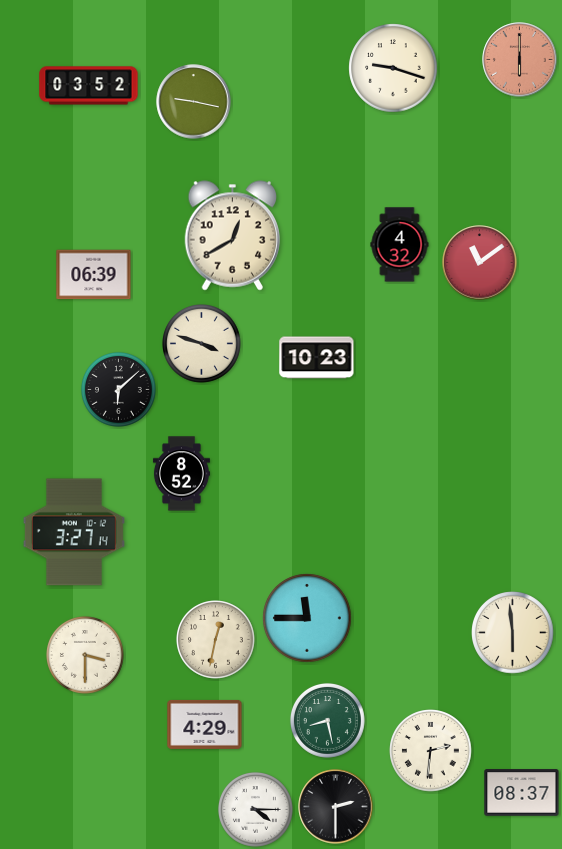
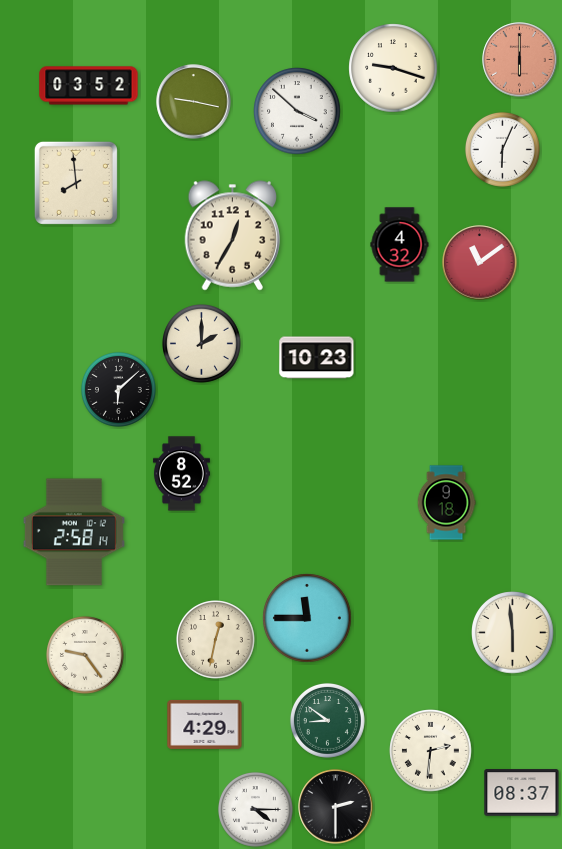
clock at (297, 111): none -> 3:52
clock at (502, 149): none -> 6:04
clock at (76, 183): none -> 7:59
clock at (232, 236): 12:40 -> 12:35
clock at (94, 275): 06:39 -> none
clock at (202, 344): 3:48 -> 2:00
clock at (446, 503): none -> 9:18
clock at (74, 532): 3:27 -> 2:58
clock at (86, 656): 3:30 -> 9:24
clock at (327, 720): 8:28 -> 8:51
